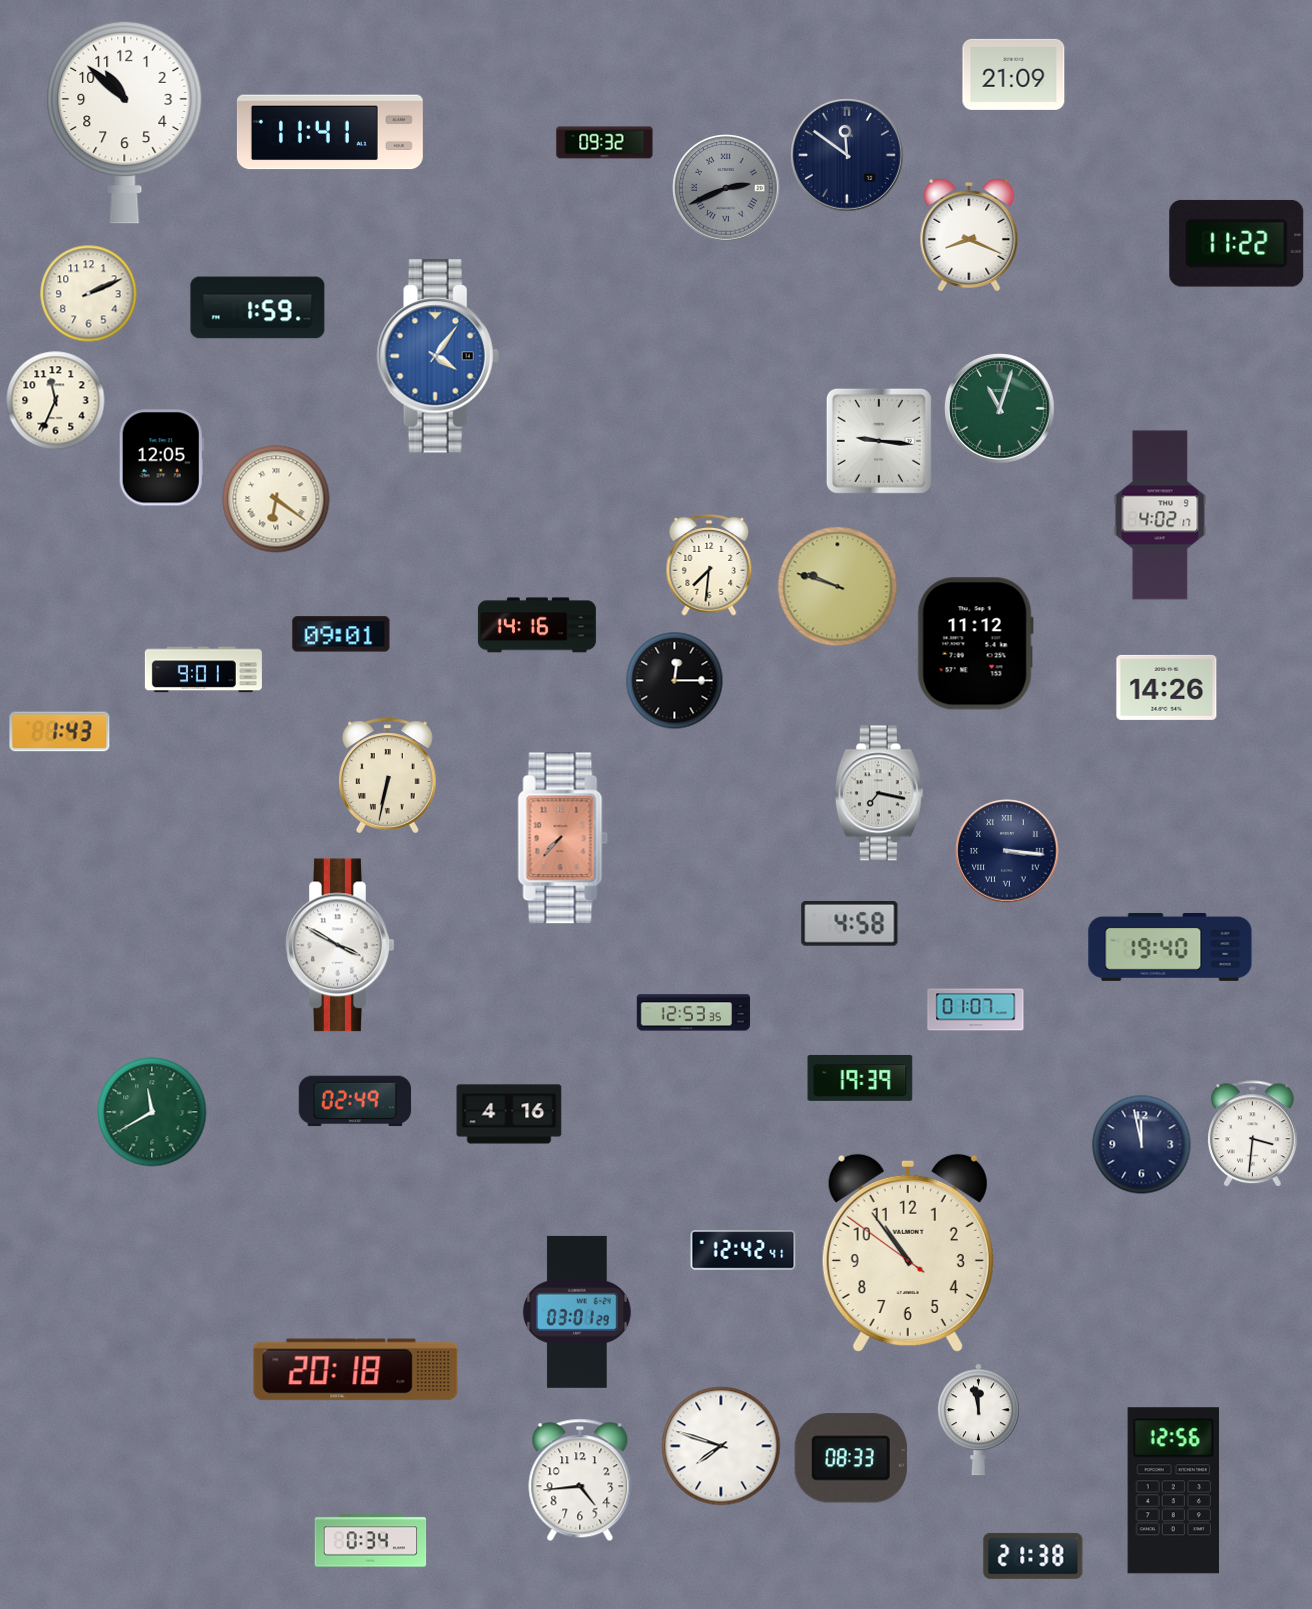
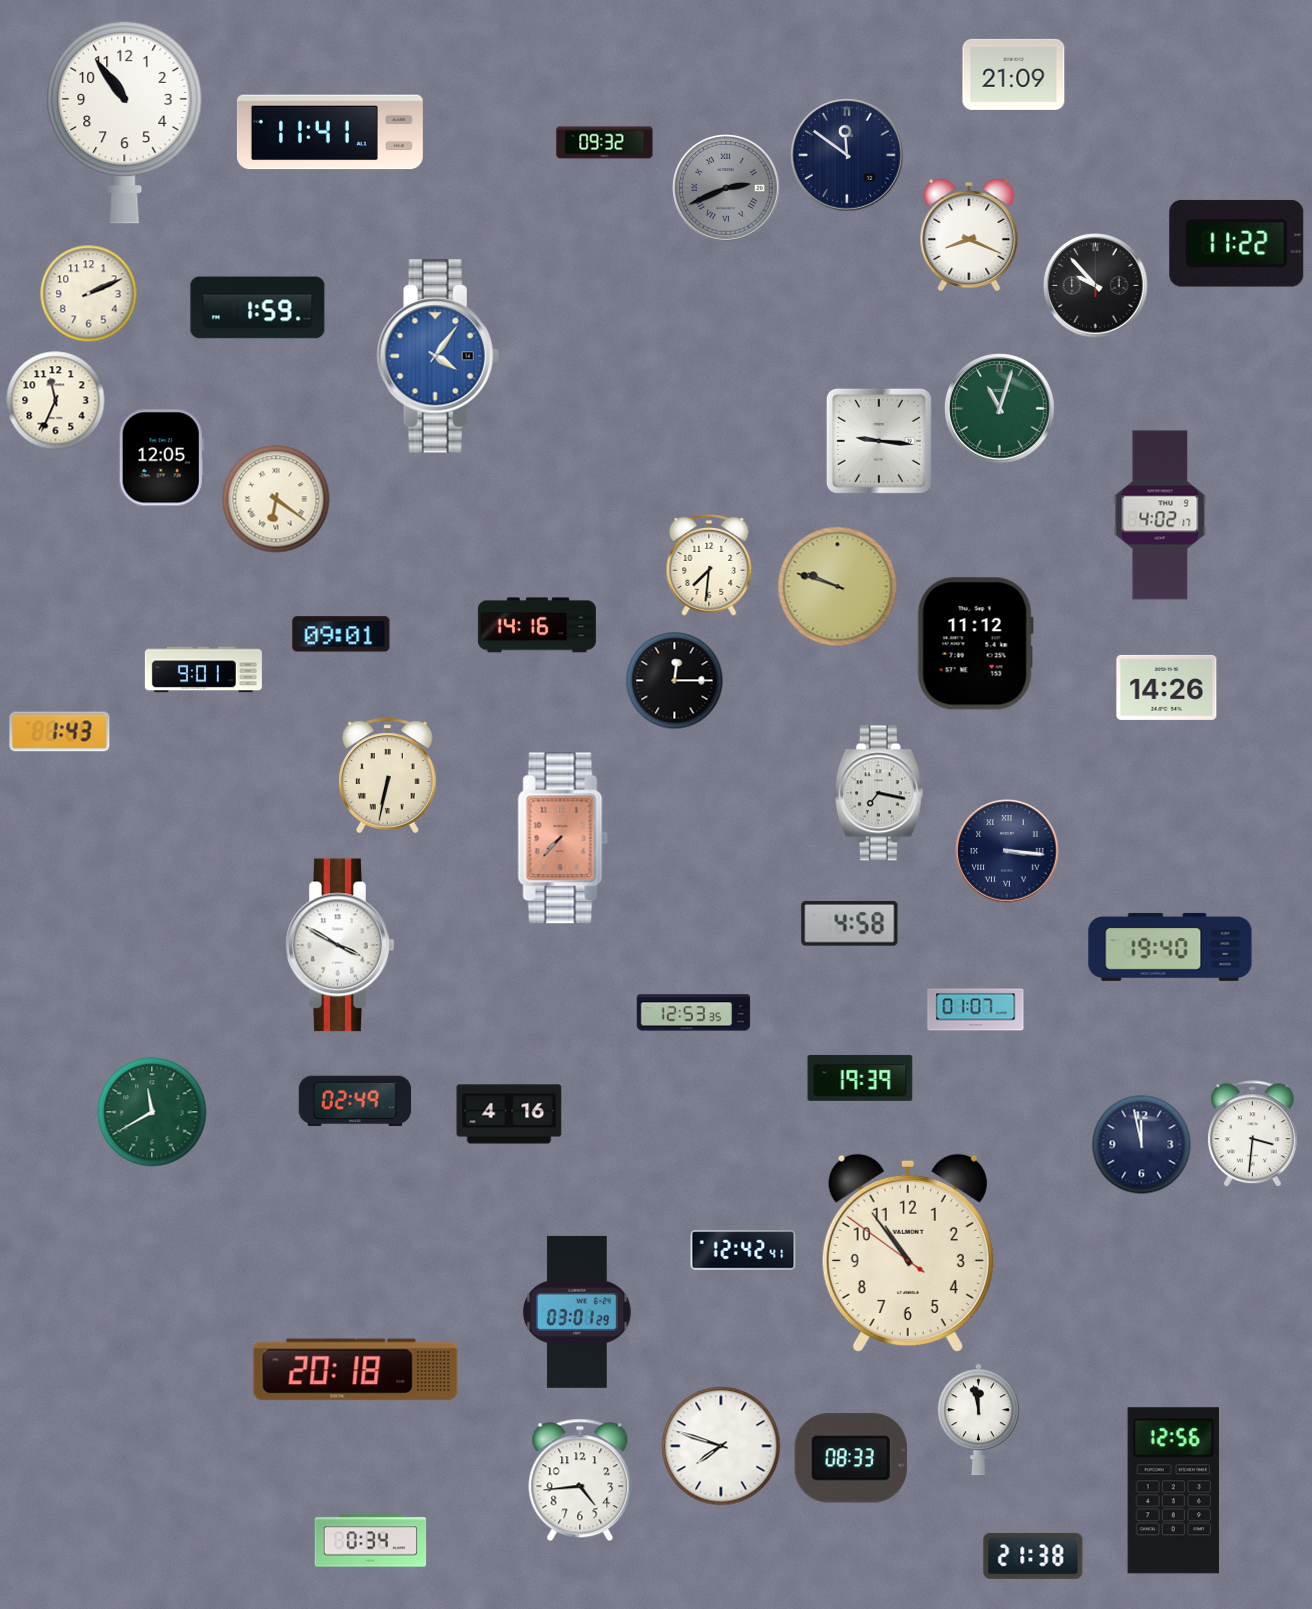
clock at (125, 122): 10:52 -> 10:54
clock at (1096, 286): none -> 9:53
